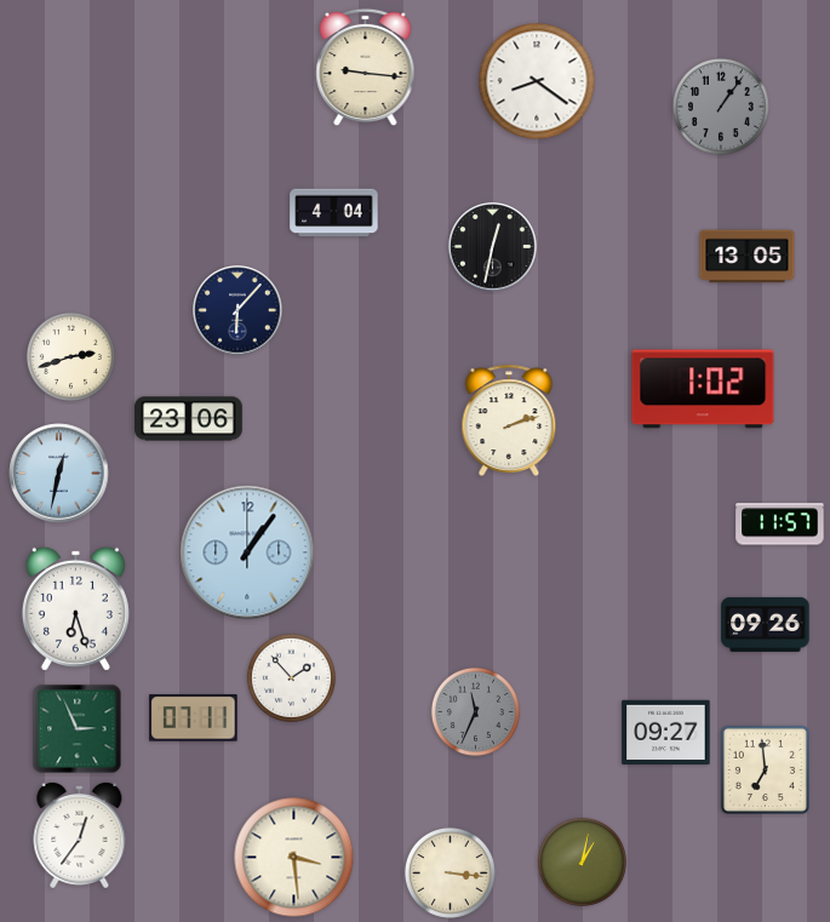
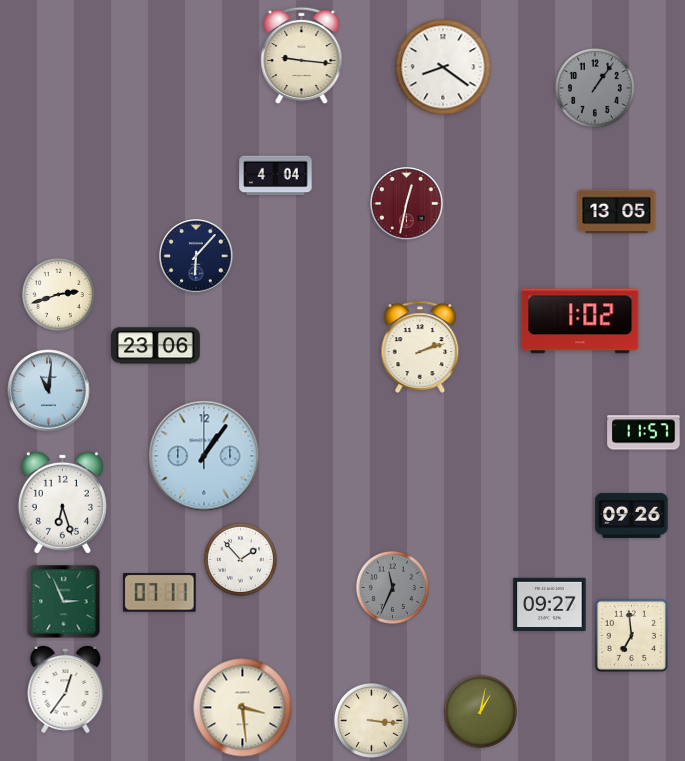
clock at (493, 247) dial: black -> burgundy
clock at (59, 474): 12:32 -> 11:01
